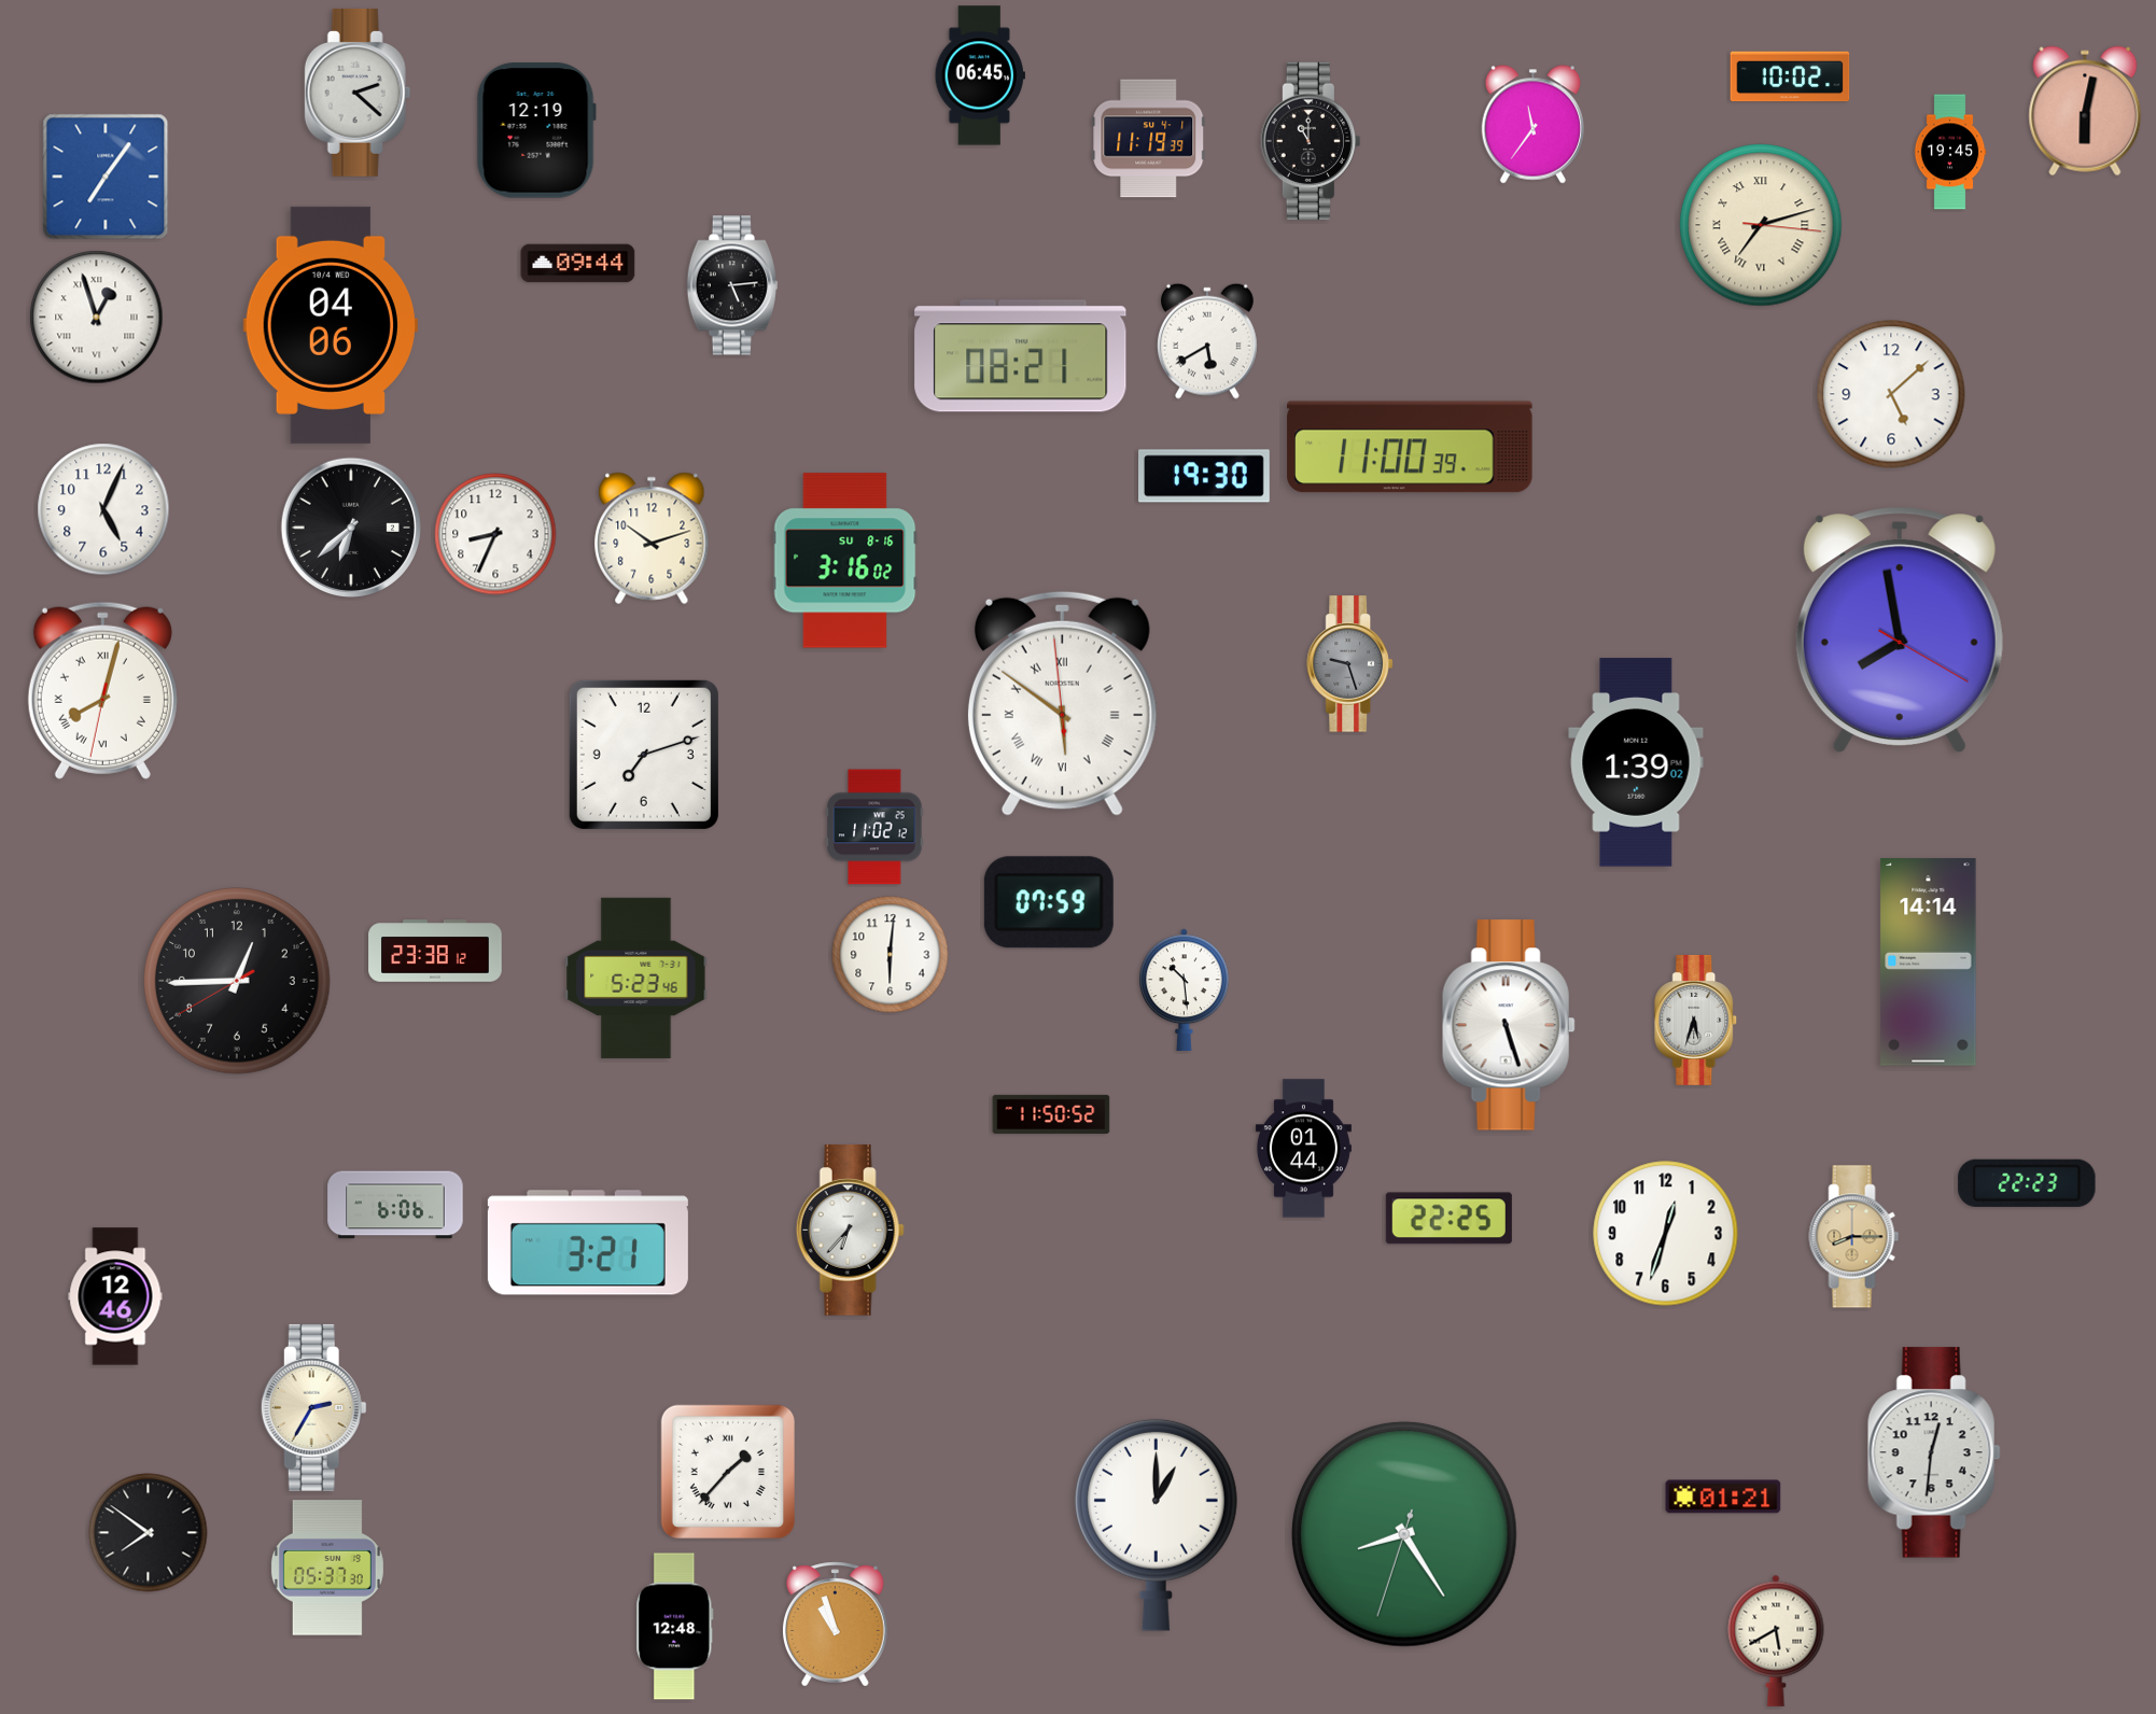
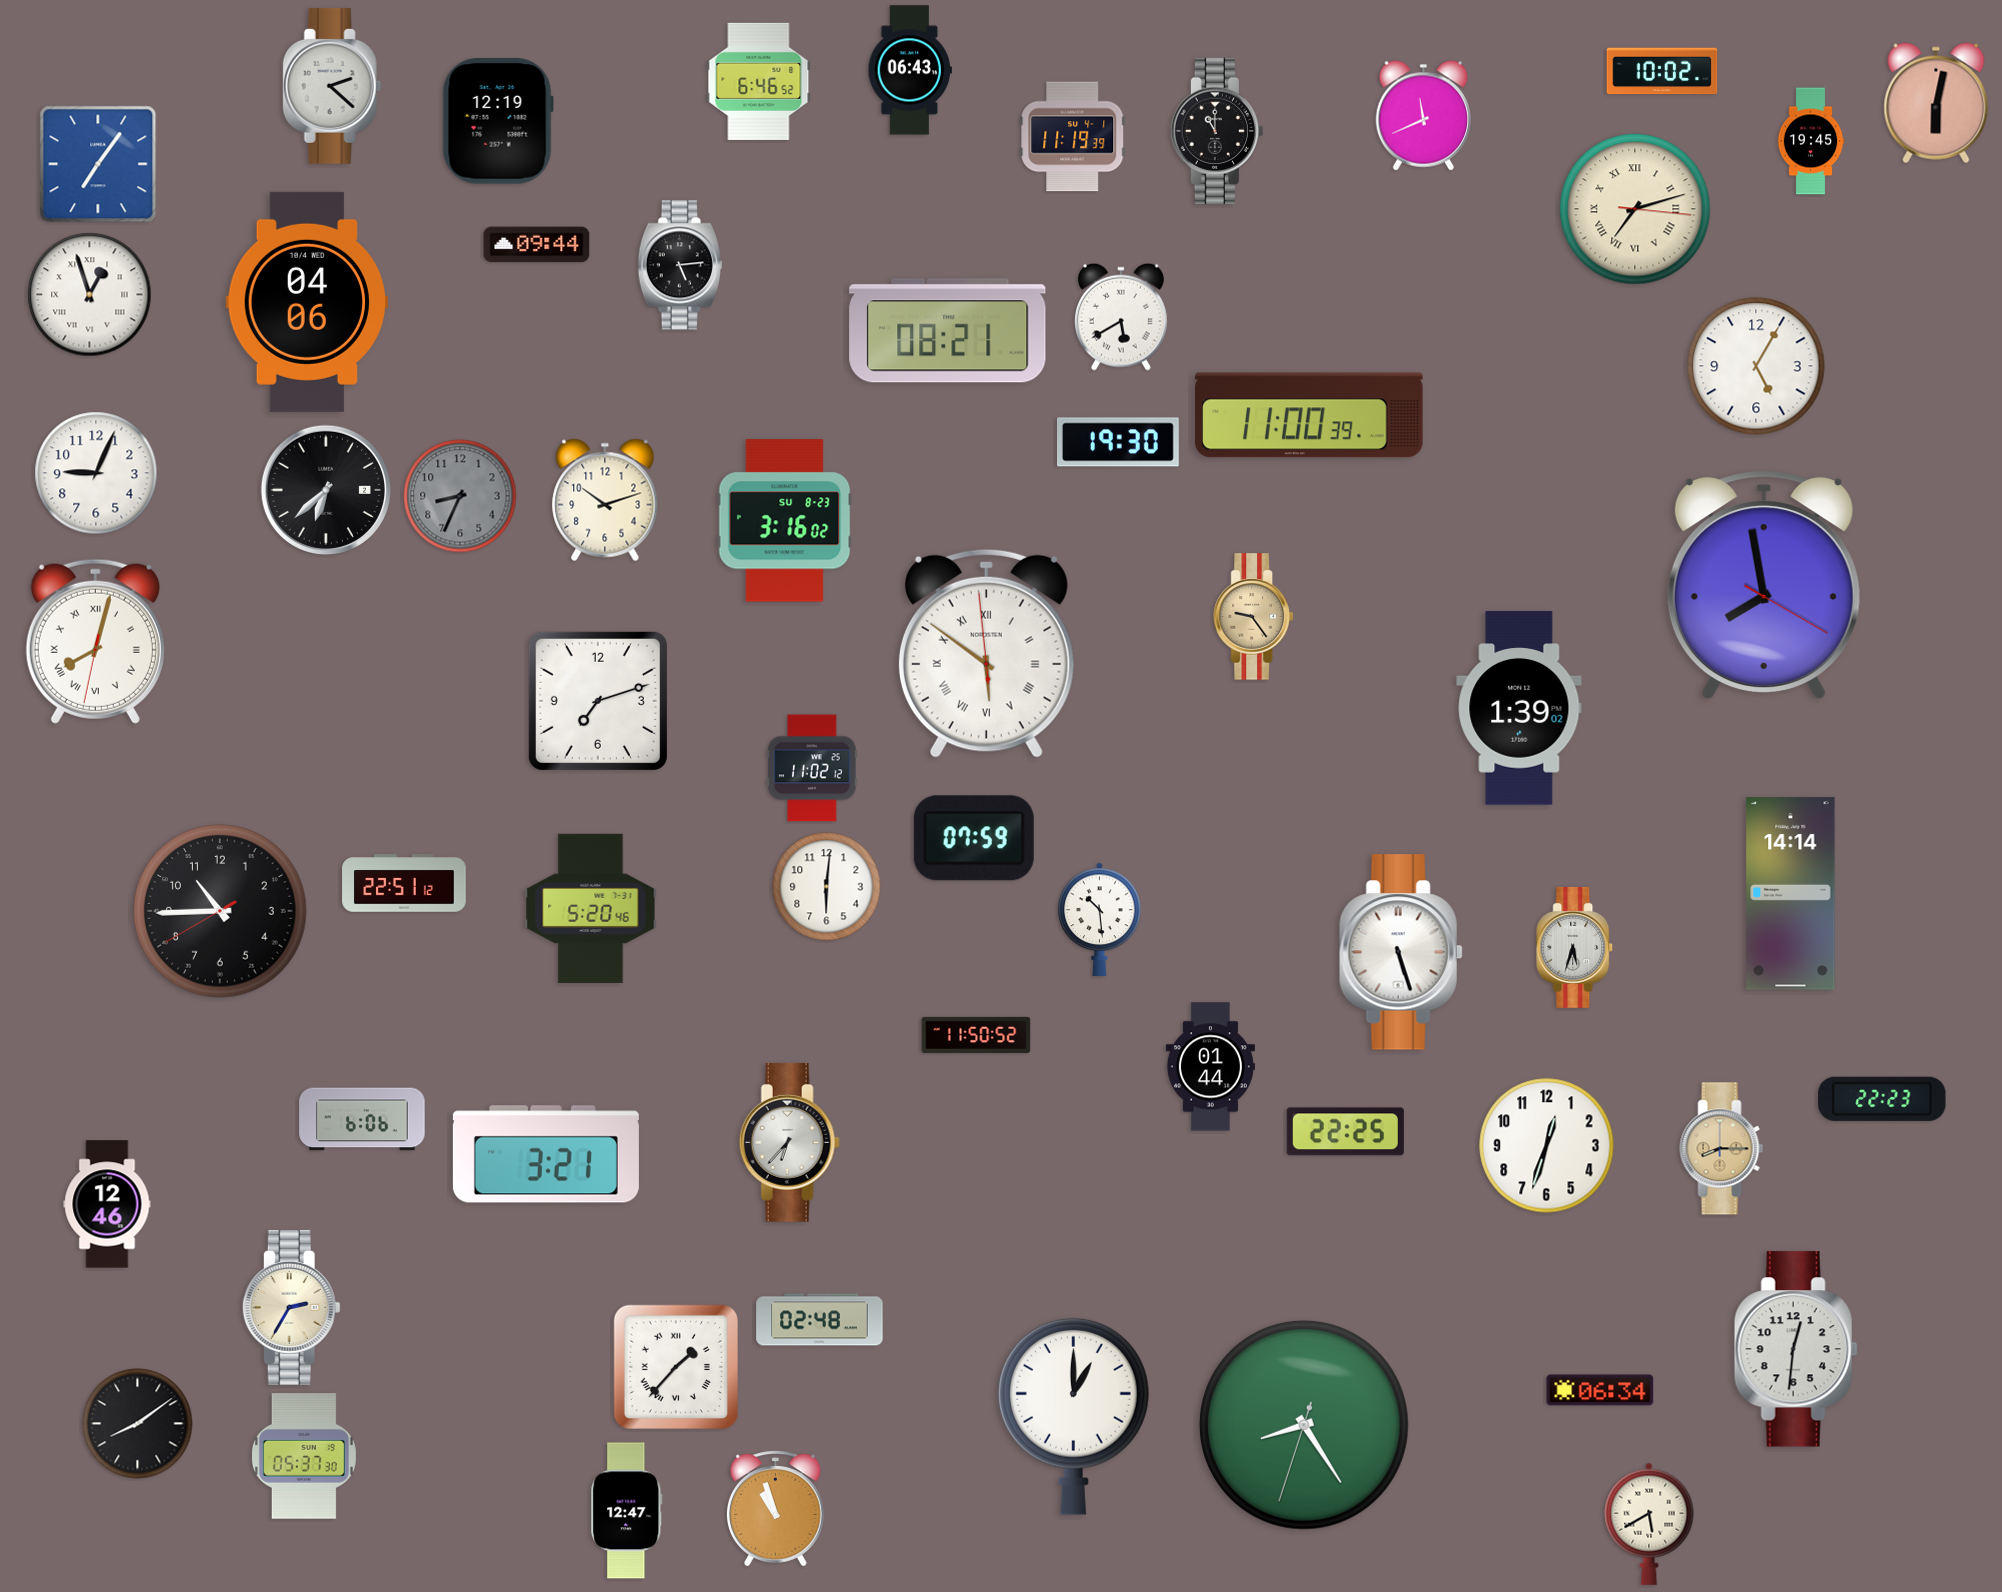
clock at (979, 75): 06:45 -> 06:43
clock at (759, 81): none -> 6:46
clock at (1532, 125): 11:36 -> 11:41
clock at (1149, 139) position: (1149, 139) -> (1073, 137)
clock at (1891, 394): 5:08 -> 5:05
clock at (103, 509): 5:04 -> 9:04
clock at (495, 534) dial: white -> grey
clock at (845, 561) date: SU 8-16 -> SU 8-23
clock at (1350, 664): 9:27 -> 9:24
clock at (1350, 664) dial: grey -> champagne
clock at (435, 951): 23:38 -> 22:51
clock at (636, 978): 5:23 -> 5:20
clock at (237, 981): 12:44 -> 10:44
clock at (395, 1205) position: (395, 1205) -> (362, 1119)
clock at (820, 1320): none -> 02:48
clock at (1723, 1497): 01:21 -> 06:34
clock at (149, 1533): 7:51 -> 8:09
clock at (675, 1627): 12:48 -> 12:47
